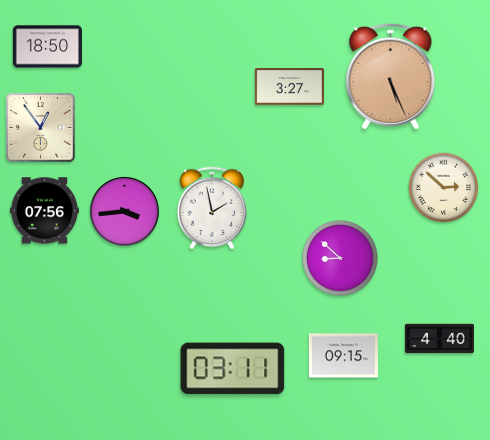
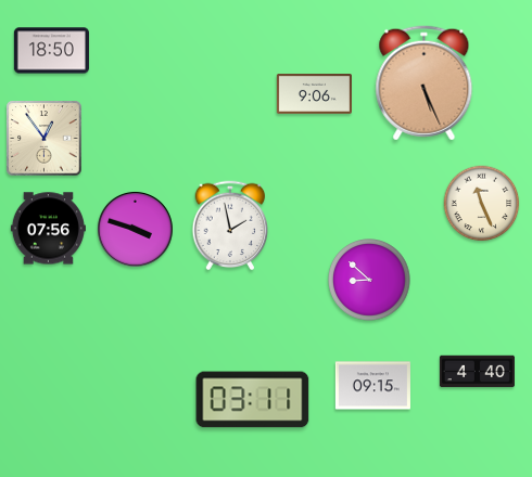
clock at (289, 87): 3:27 -> 9:06
clock at (444, 188): 2:52 -> 11:26
clock at (124, 211): 3:44 -> 3:48
clock at (439, 339) position: (439, 339) -> (477, 372)
